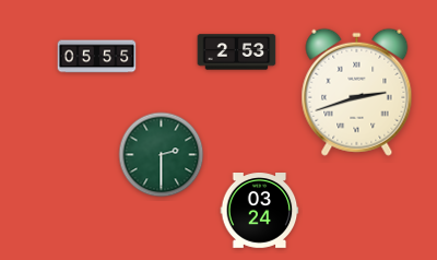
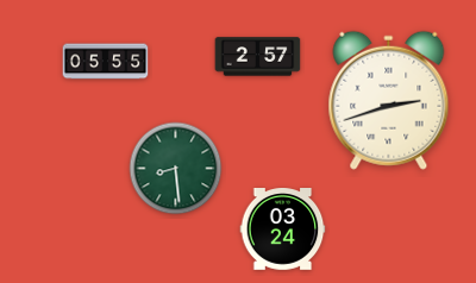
clock at (237, 52): 2:53 -> 2:57
clock at (162, 155): 2:30 -> 8:29
